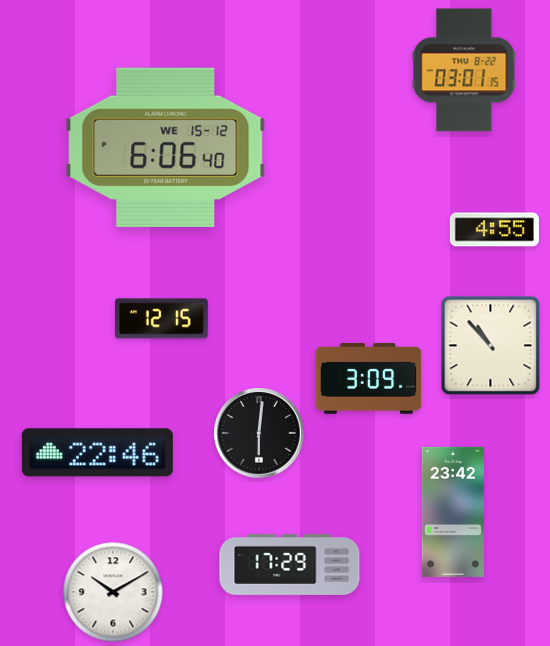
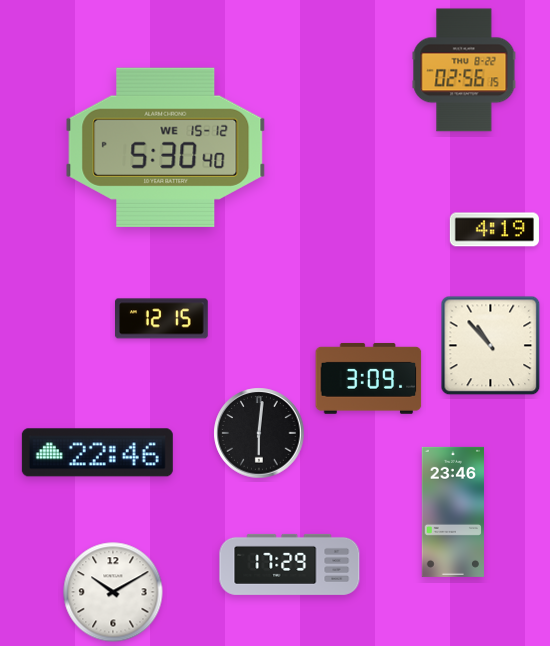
clock at (464, 70): 03:01 -> 02:56
clock at (166, 147): 6:06 -> 5:30
clock at (494, 230): 4:55 -> 4:19
clock at (452, 512): 23:42 -> 23:46
